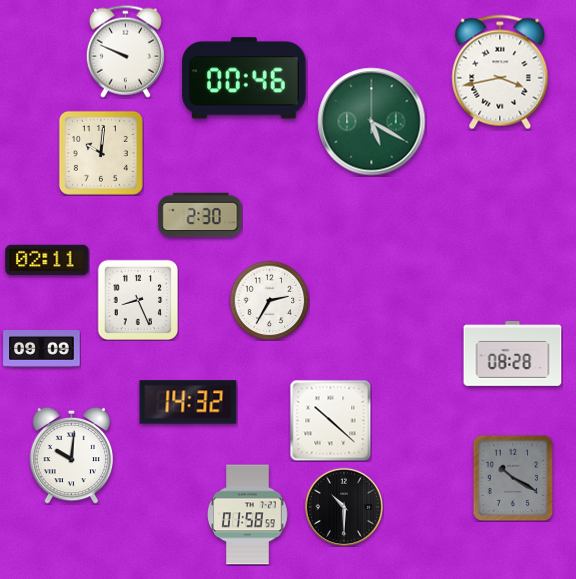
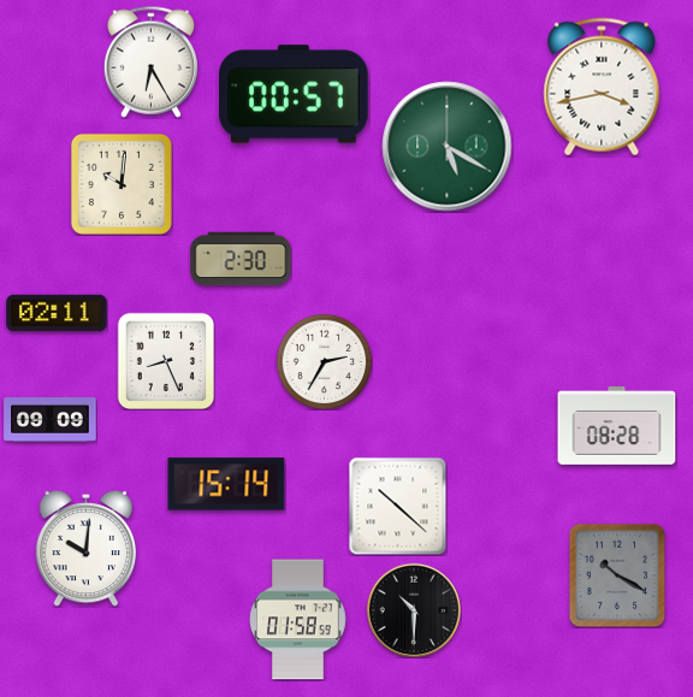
clock at (125, 51): 9:49 -> 6:25
clock at (244, 78): 00:46 -> 00:57
clock at (188, 402): 14:32 -> 15:14
